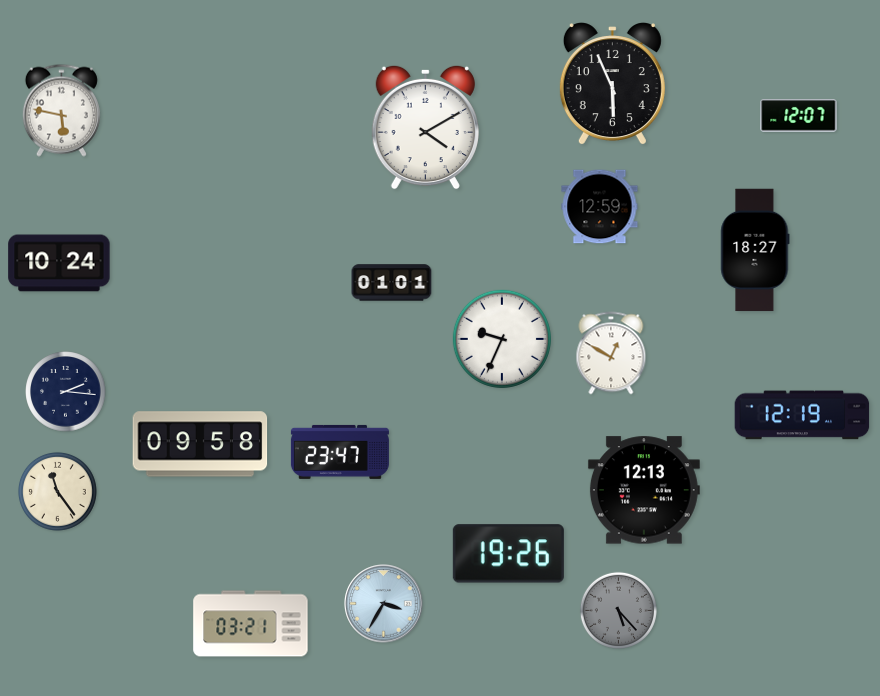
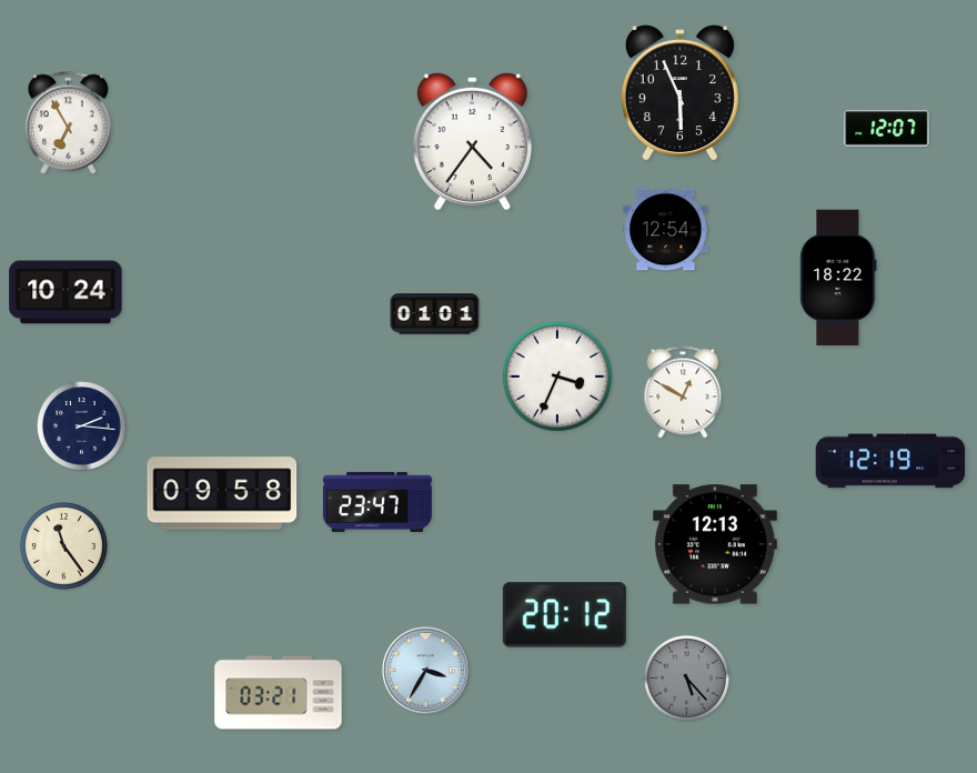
clock at (61, 110): 5:47 -> 6:55
clock at (425, 127): 4:10 -> 4:36
clock at (600, 207): 12:59 -> 12:54
clock at (755, 250): 18:27 -> 18:22
clock at (502, 339): 9:34 -> 3:34
clock at (611, 353) position: (611, 353) -> (683, 392)
clock at (66, 392) position: (66, 392) -> (82, 426)
clock at (508, 554): 19:26 -> 20:12
